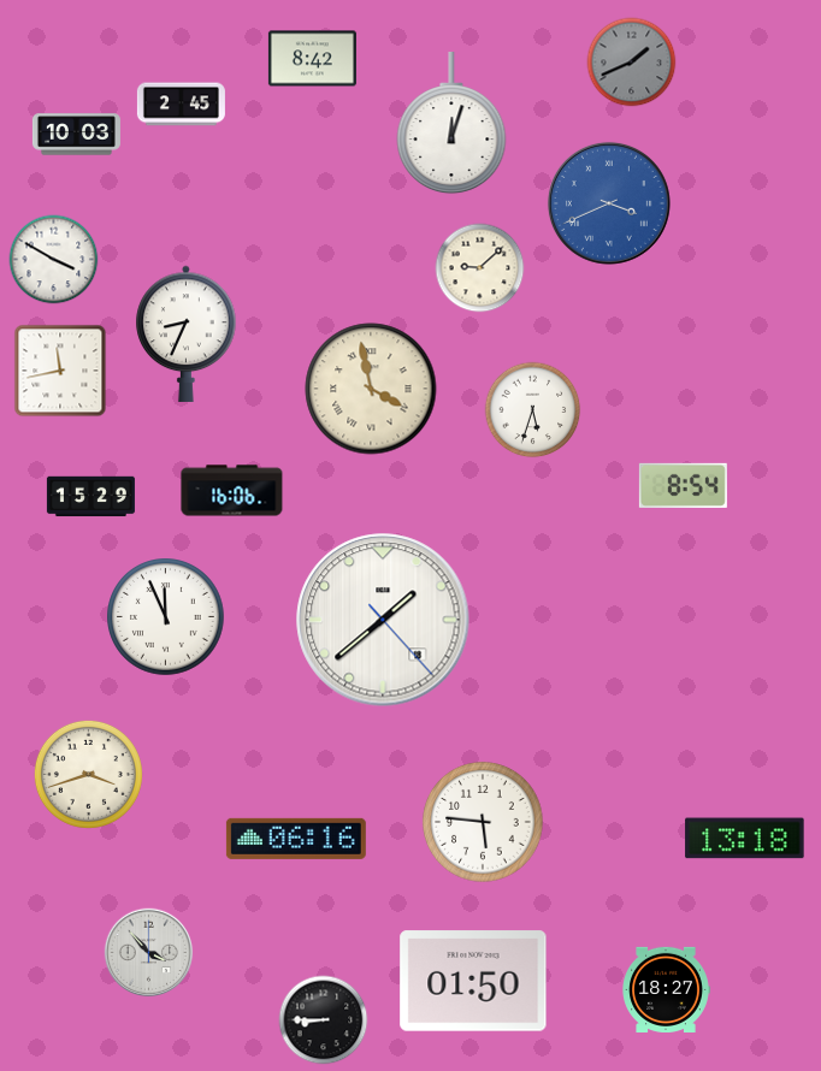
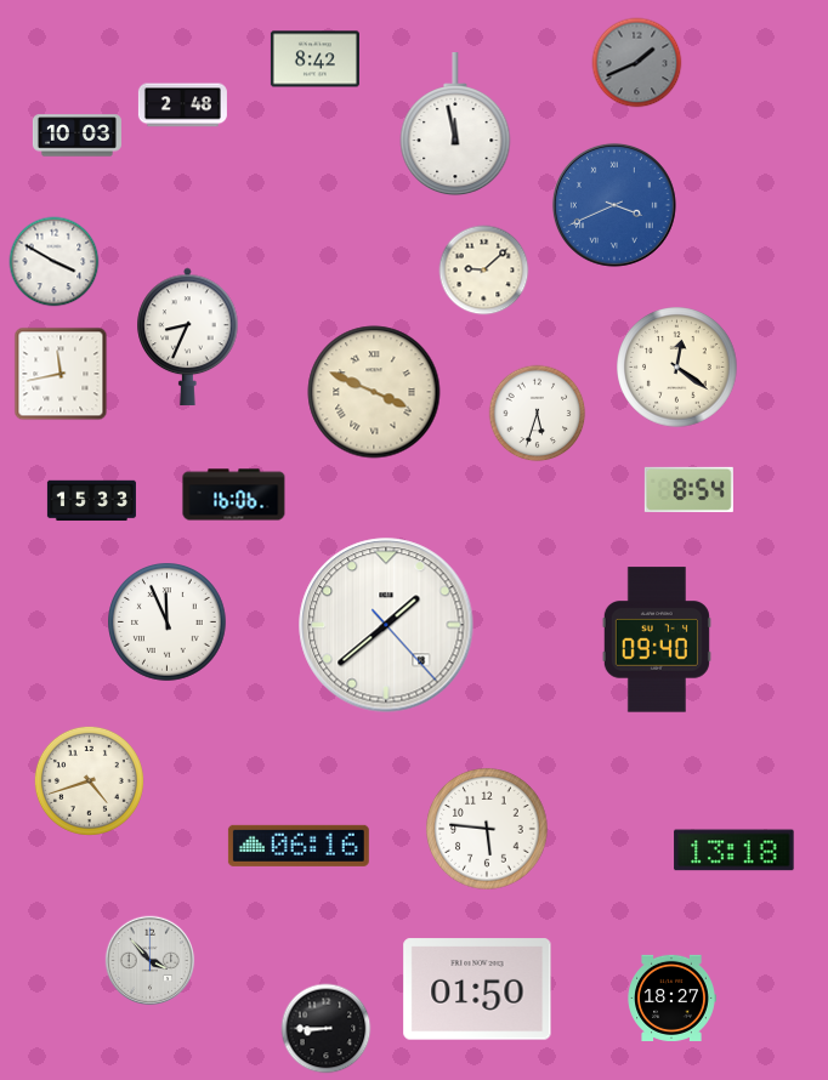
clock at (181, 105): 2:45 -> 2:48
clock at (451, 124): 12:03 -> 11:58
clock at (677, 368): none -> 12:21
clock at (371, 389): 3:58 -> 3:49
clock at (90, 497): 15:29 -> 15:33
clock at (657, 640): none -> 09:40
clock at (88, 774): 3:42 -> 4:42
clock at (745, 839) position: (745, 839) -> (735, 851)
